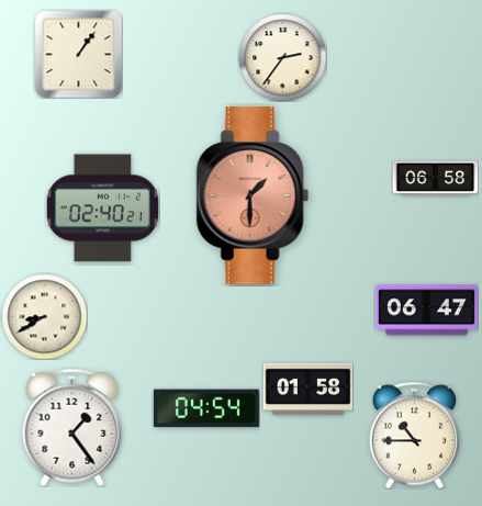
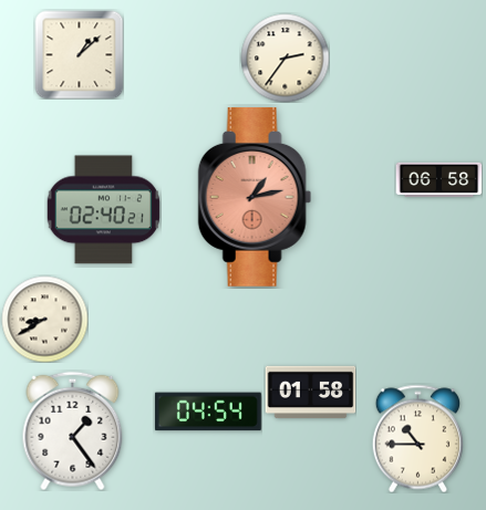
clock at (78, 54): 1:06 -> 1:08
clock at (253, 195): 1:30 -> 1:13
clock at (426, 311): 06:47 -> none
